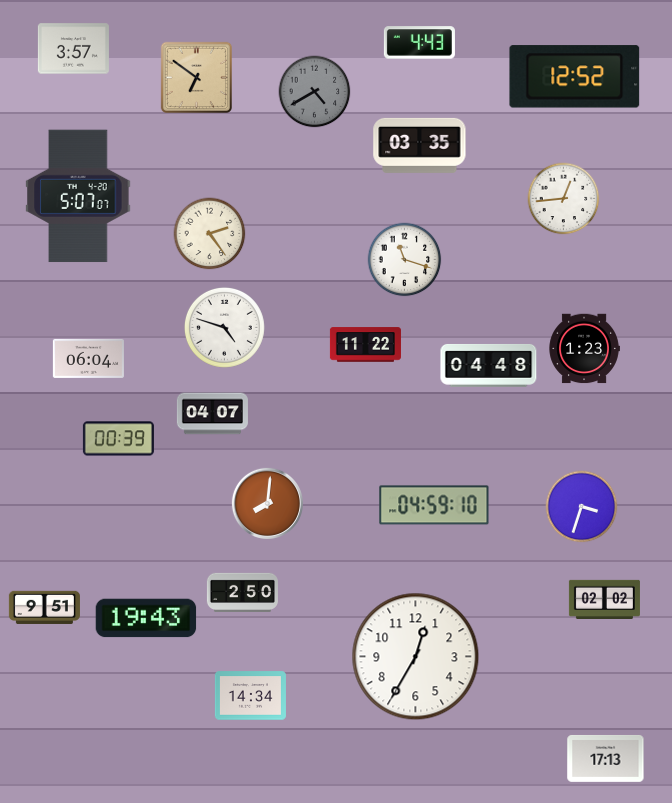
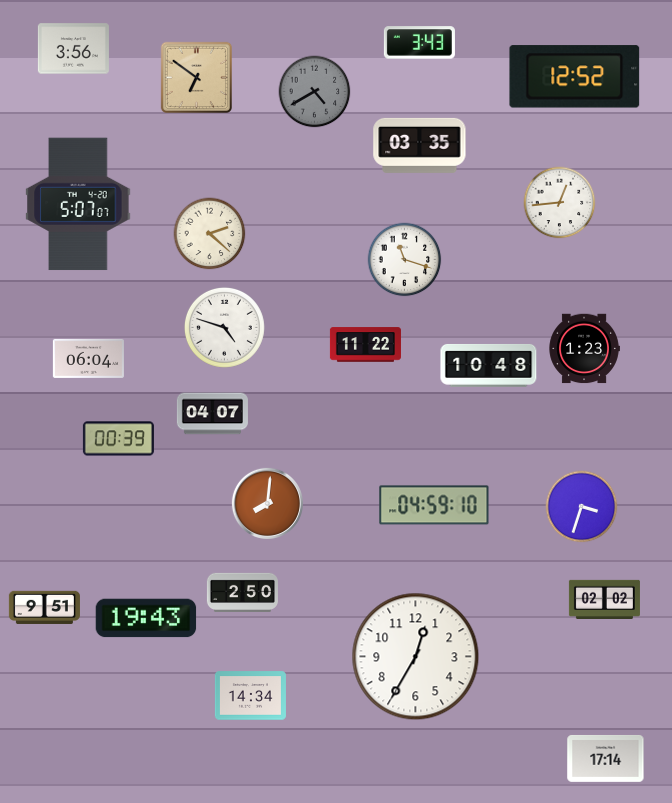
clock at (419, 43): 4:43 -> 3:43
clock at (73, 49): 3:57 -> 3:56
clock at (78, 196) position: (78, 196) -> (78, 204)
clock at (564, 199) position: (564, 199) -> (560, 203)
clock at (210, 234): 2:24 -> 2:22
clock at (489, 365): 04:48 -> 10:48
clock at (606, 758): 17:13 -> 17:14
